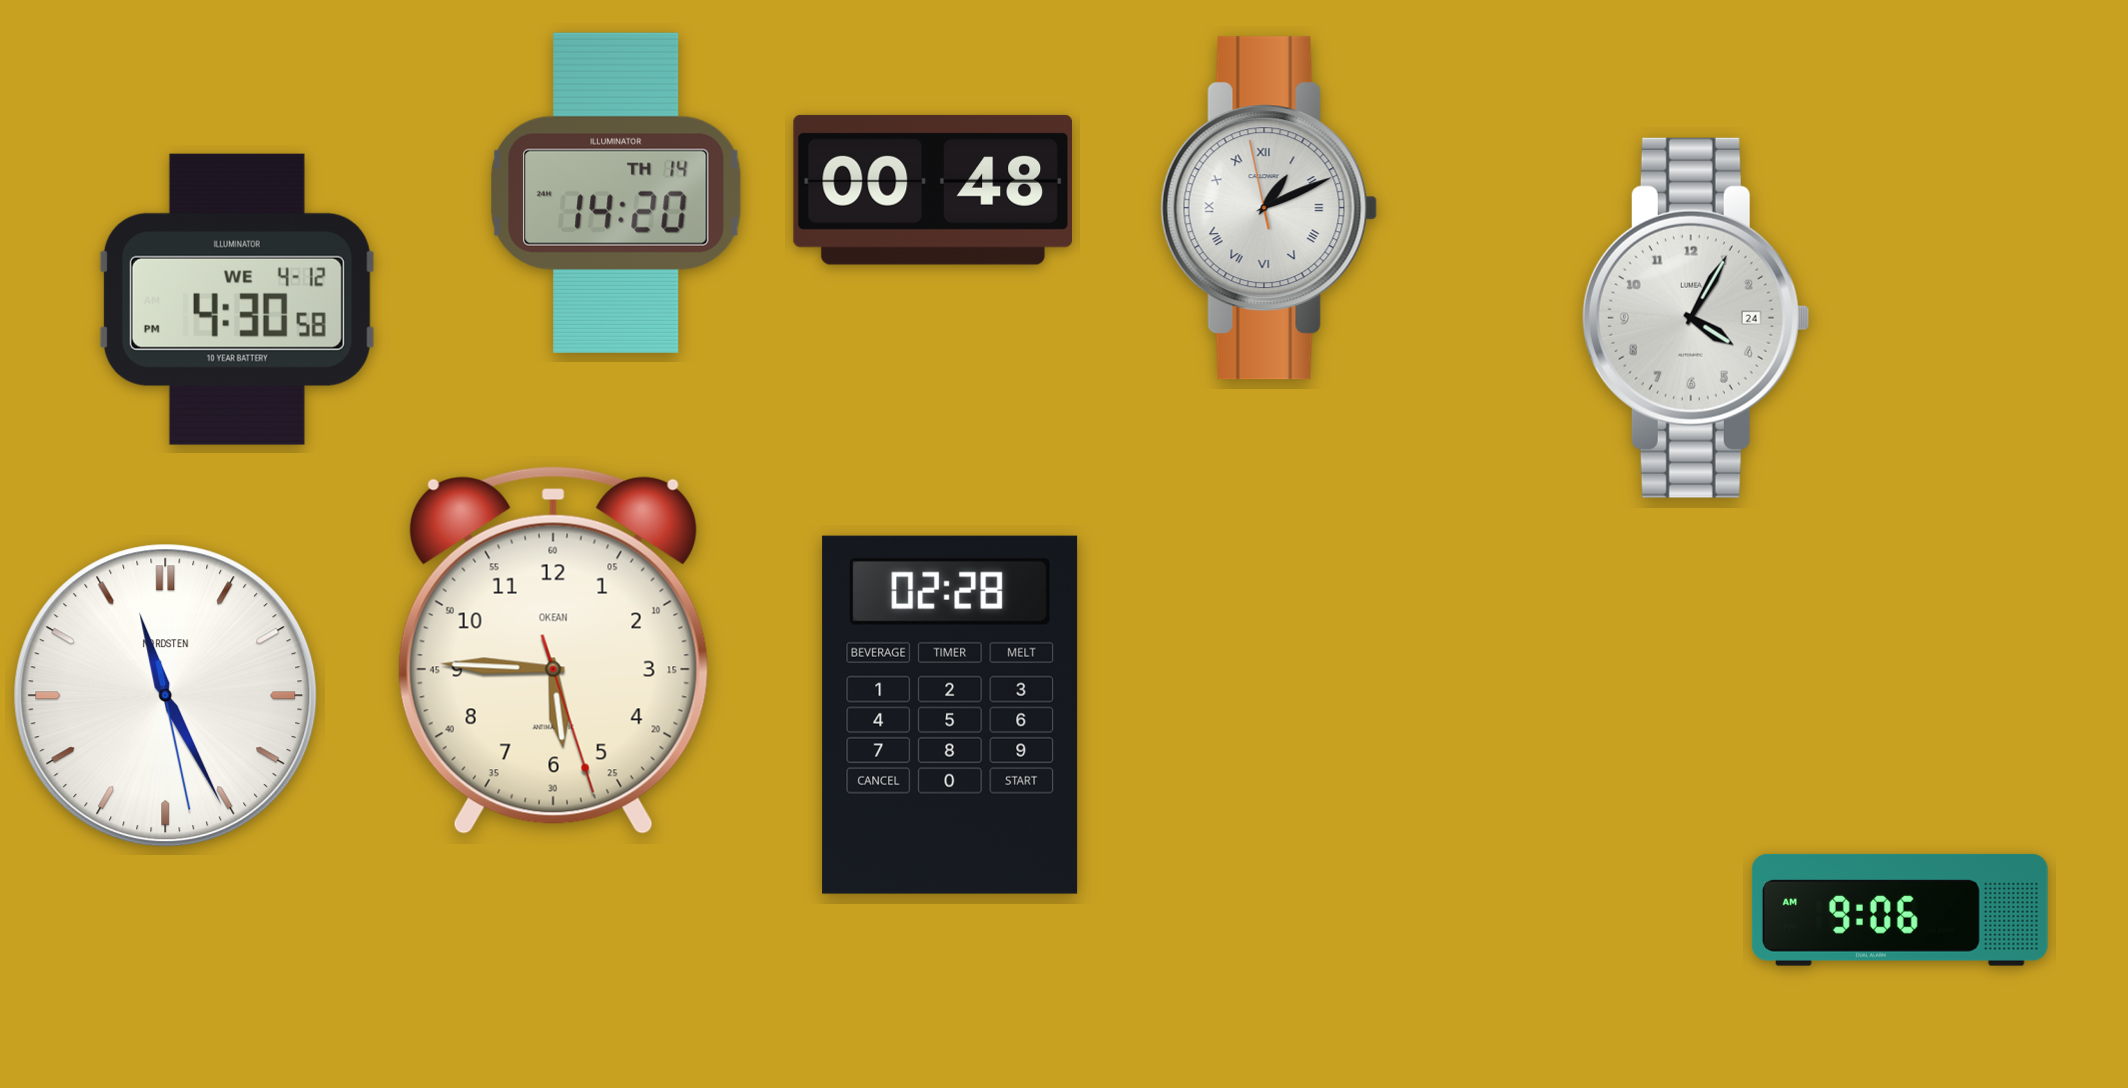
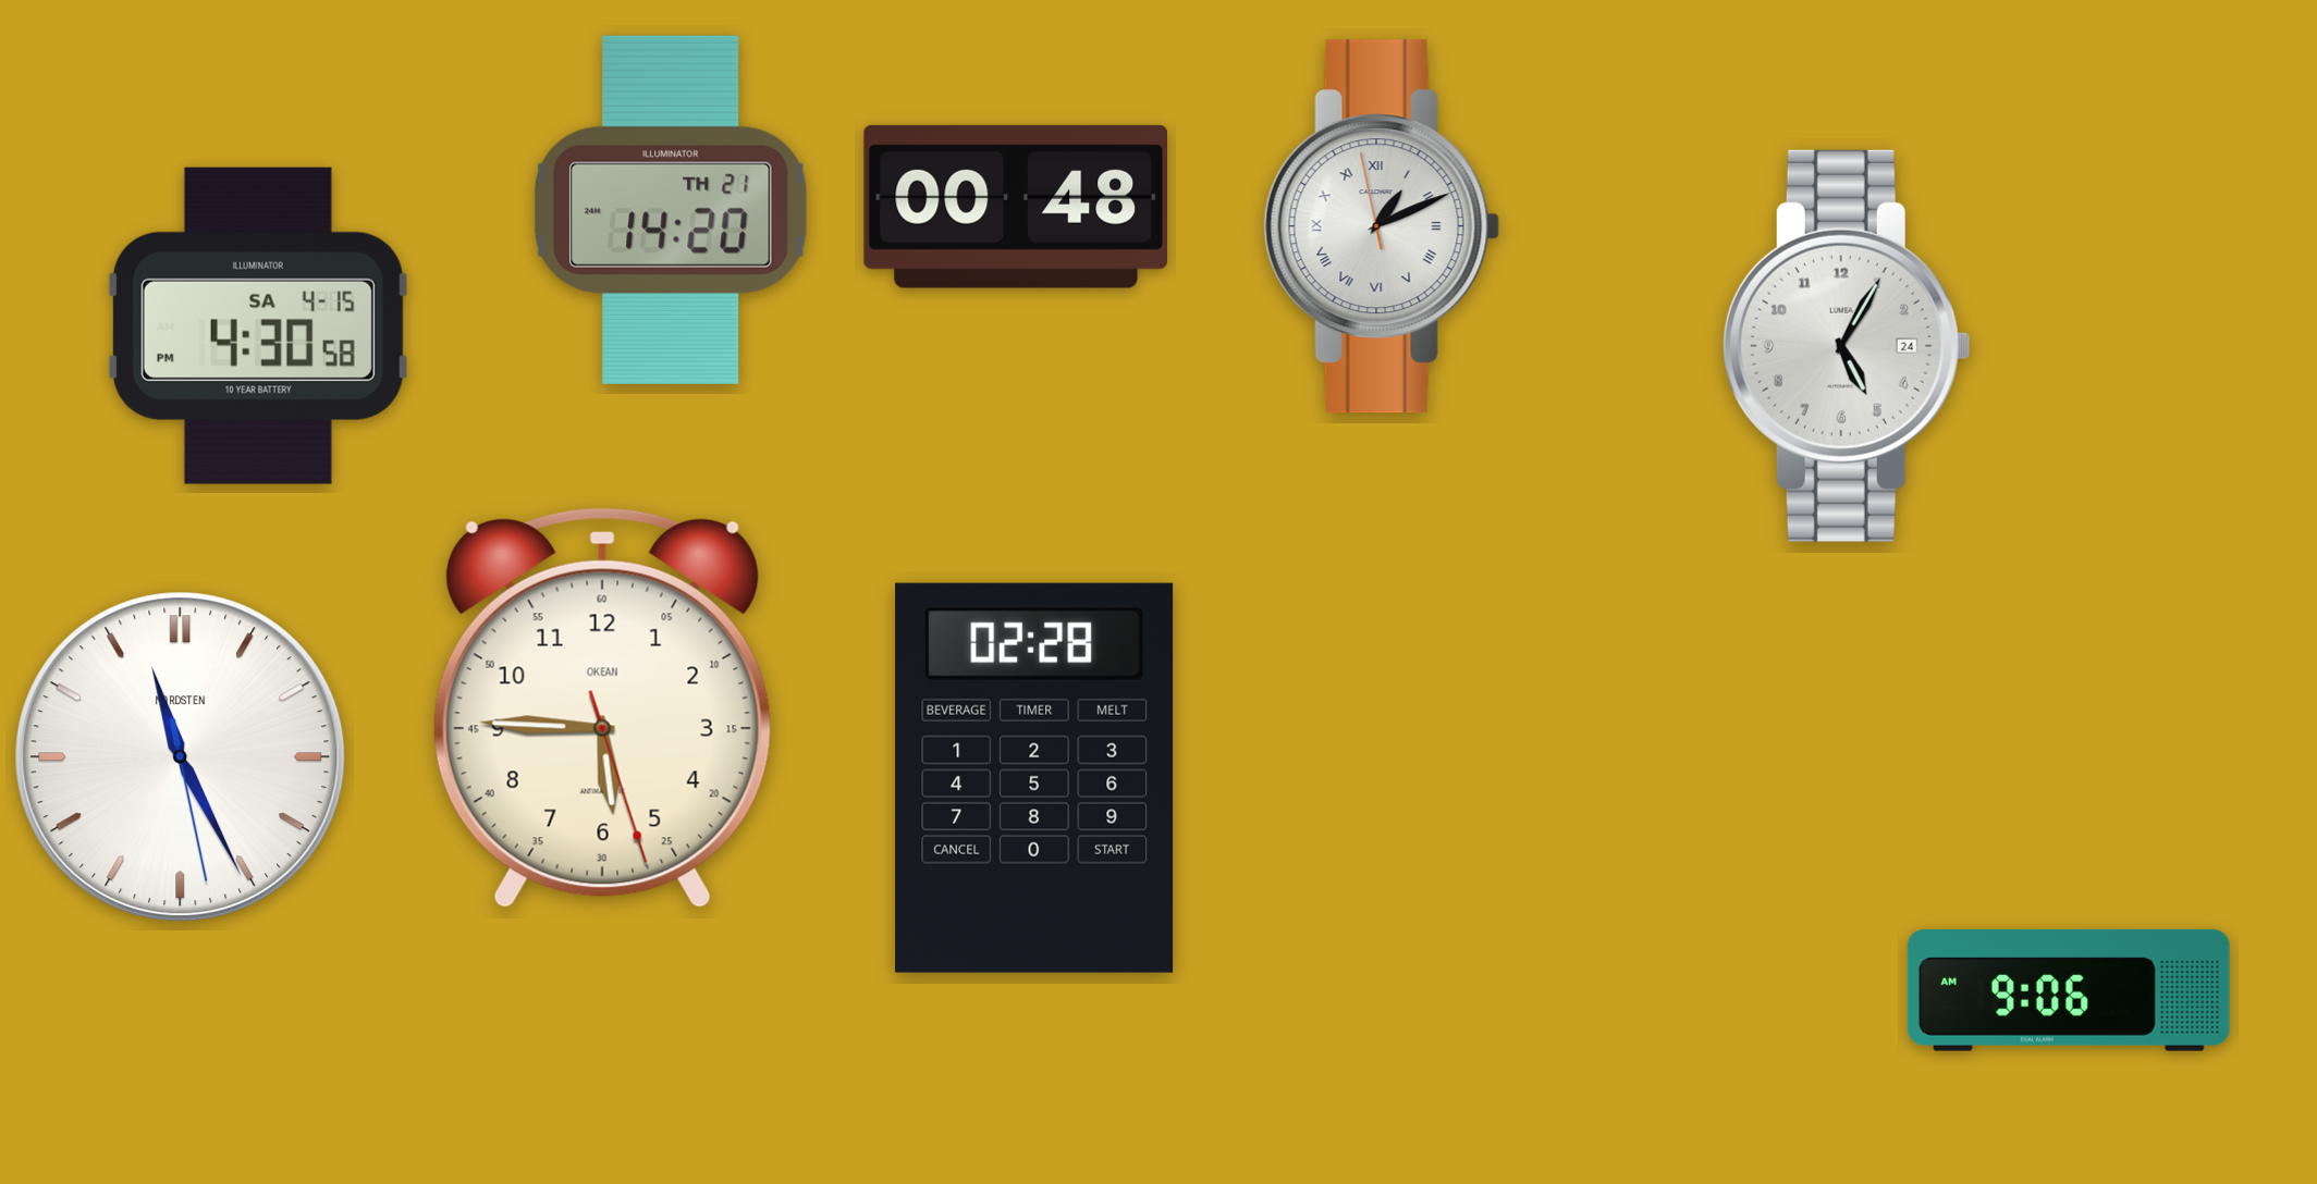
clock at (616, 193) date: TH 14 -> TH 21
clock at (237, 299) date: WE 4-12 -> SA 4-15
clock at (1696, 318): 4:05 -> 5:05
